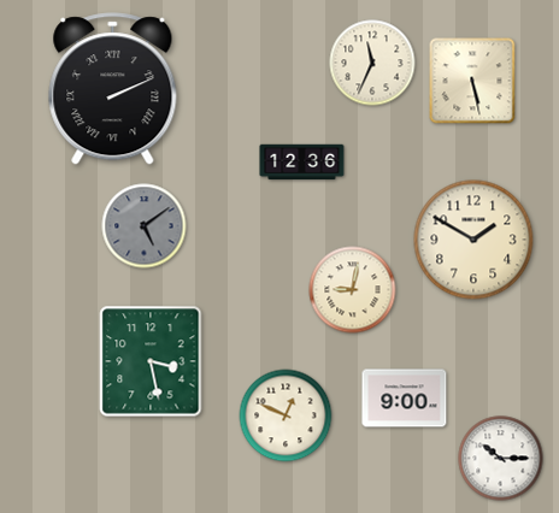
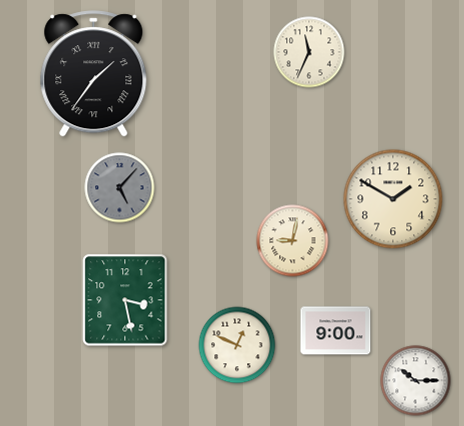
clock at (472, 81): 5:28 -> none
clock at (113, 89): 2:11 -> 1:36
clock at (302, 163): 12:36 -> none
clock at (145, 226): 5:09 -> 5:07
